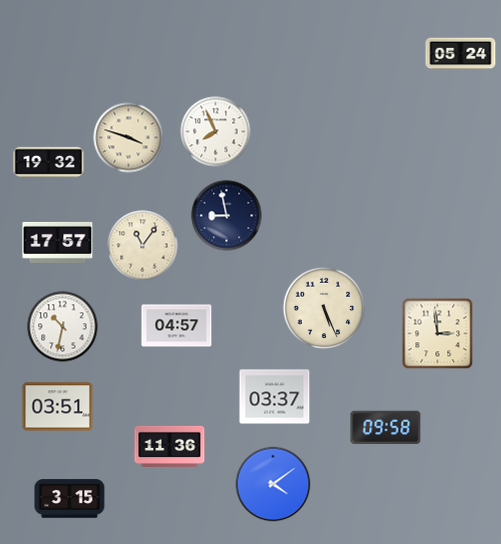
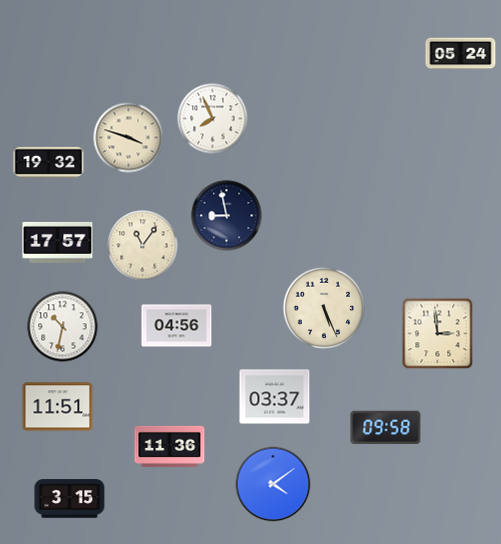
clock at (216, 132) position: (216, 132) -> (213, 119)
clock at (177, 326): 04:57 -> 04:56
clock at (58, 407): 03:51 -> 11:51
